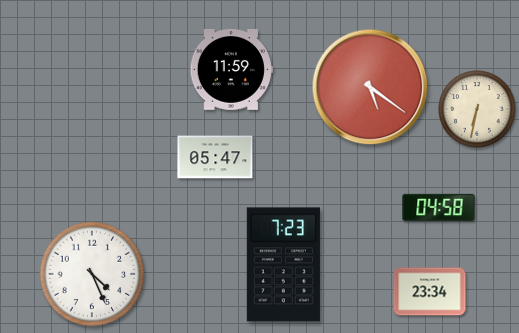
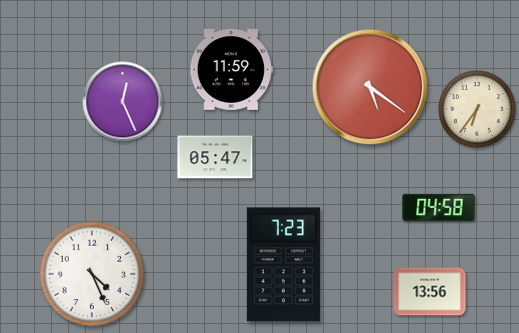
clock at (123, 102): none -> 12:26
clock at (477, 109): 6:32 -> 6:36
clock at (430, 292): 23:34 -> 13:56
